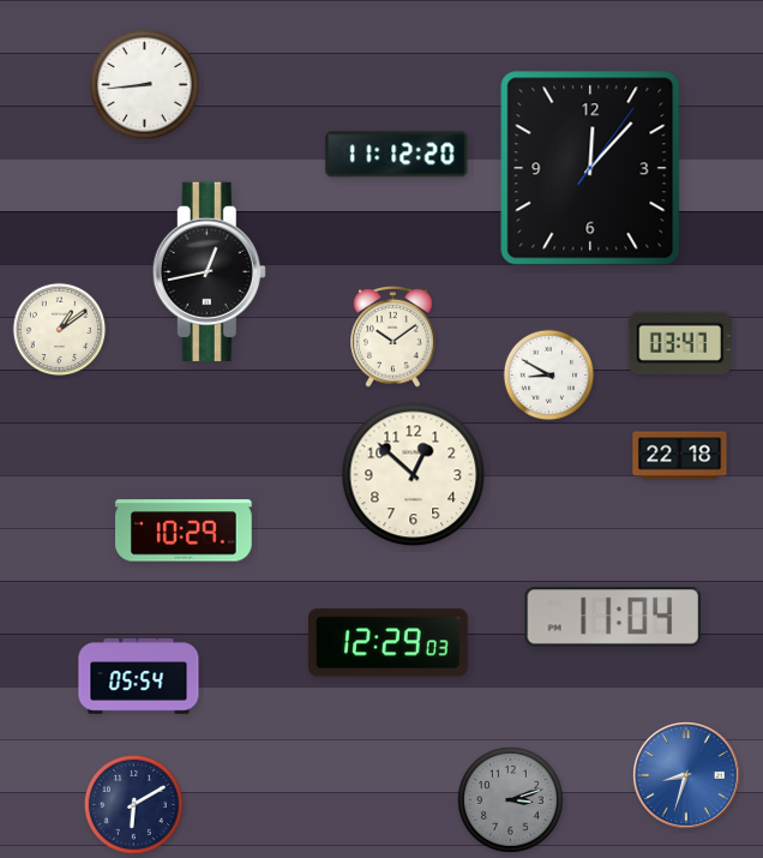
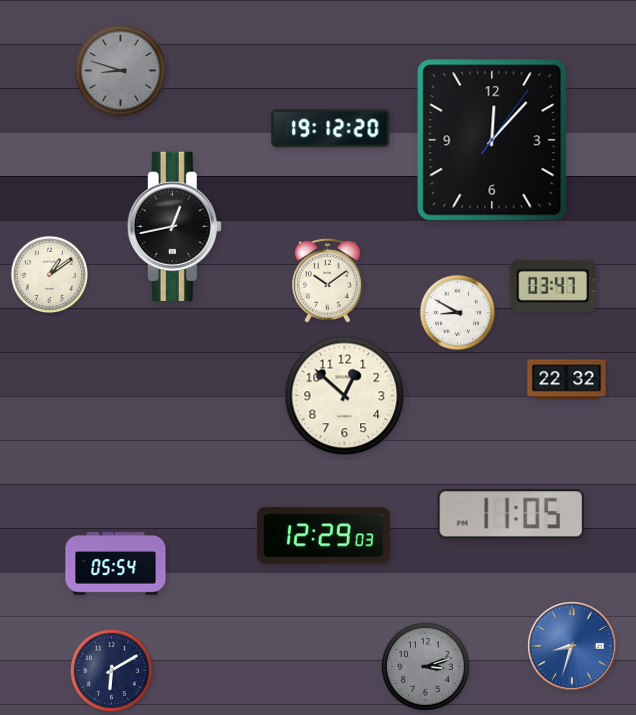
clock at (145, 85): 8:44 -> 8:48
clock at (145, 85) dial: white -> grey
clock at (397, 155): 11:12 -> 19:12
clock at (680, 343) position: (680, 343) -> (553, 286)
clock at (680, 456): 22:18 -> 22:32
clock at (185, 530): 10:29 -> none
clock at (612, 617): 11:04 -> 11:05
